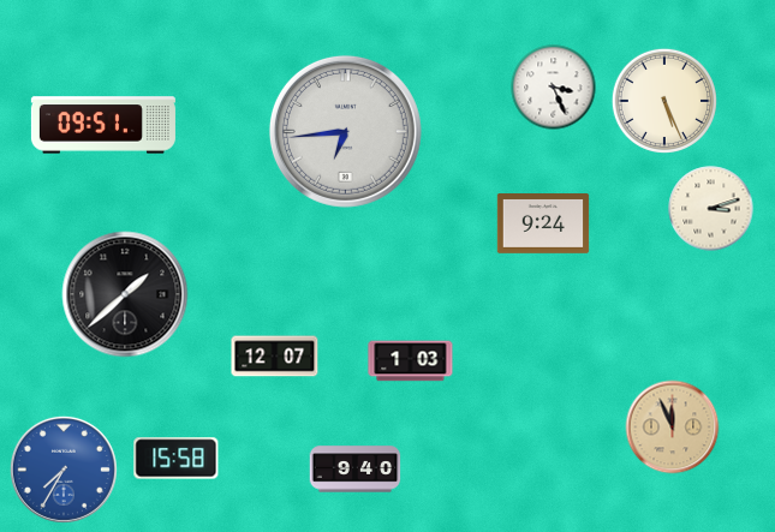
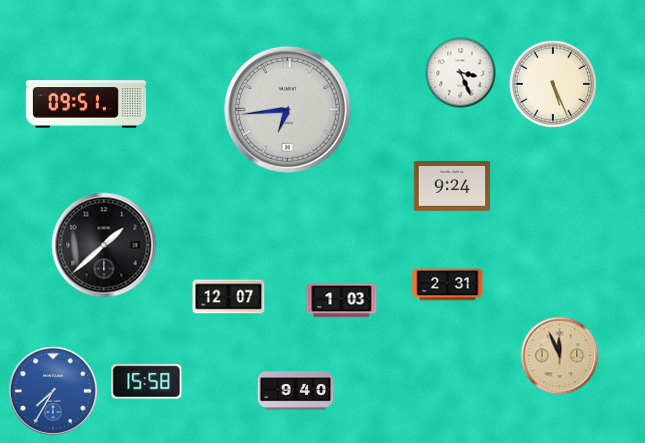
clock at (711, 209): 3:12 -> none
clock at (448, 285): none -> 2:31
